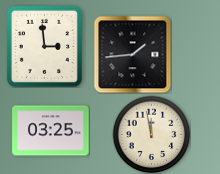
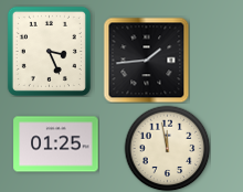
clock at (44, 46): 2:59 -> 3:26
clock at (51, 131): 03:25 -> 01:25
